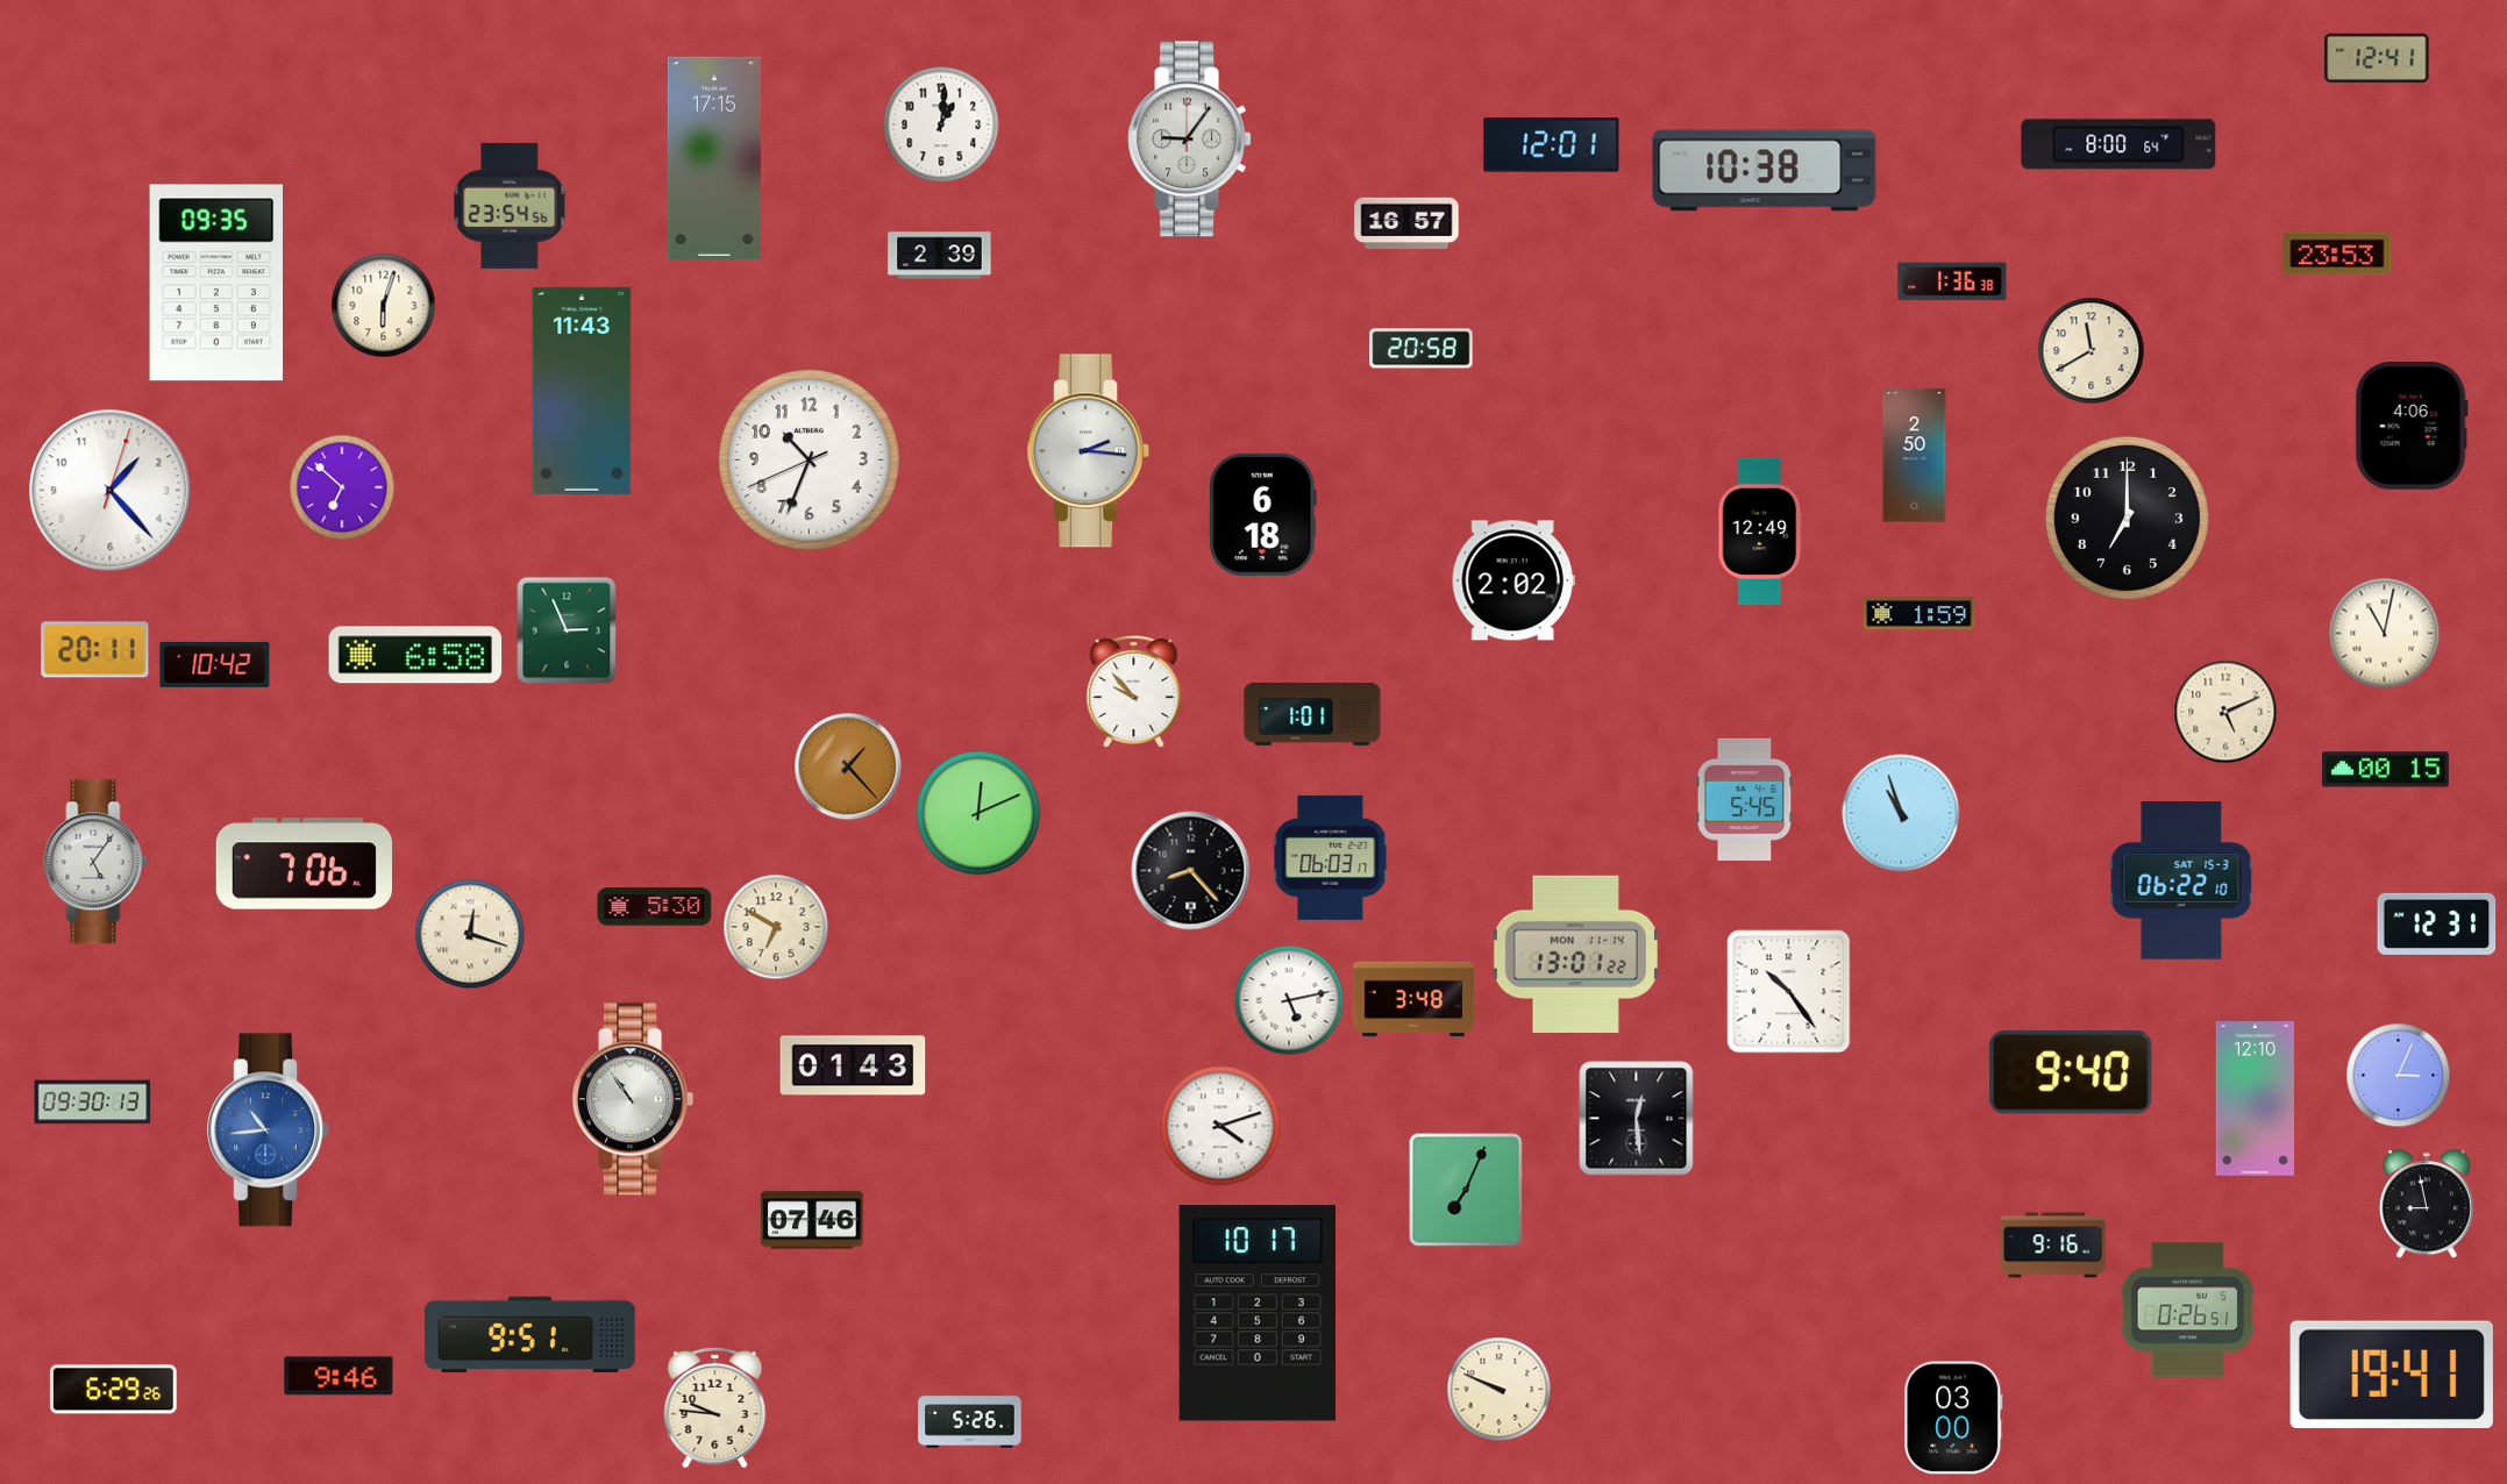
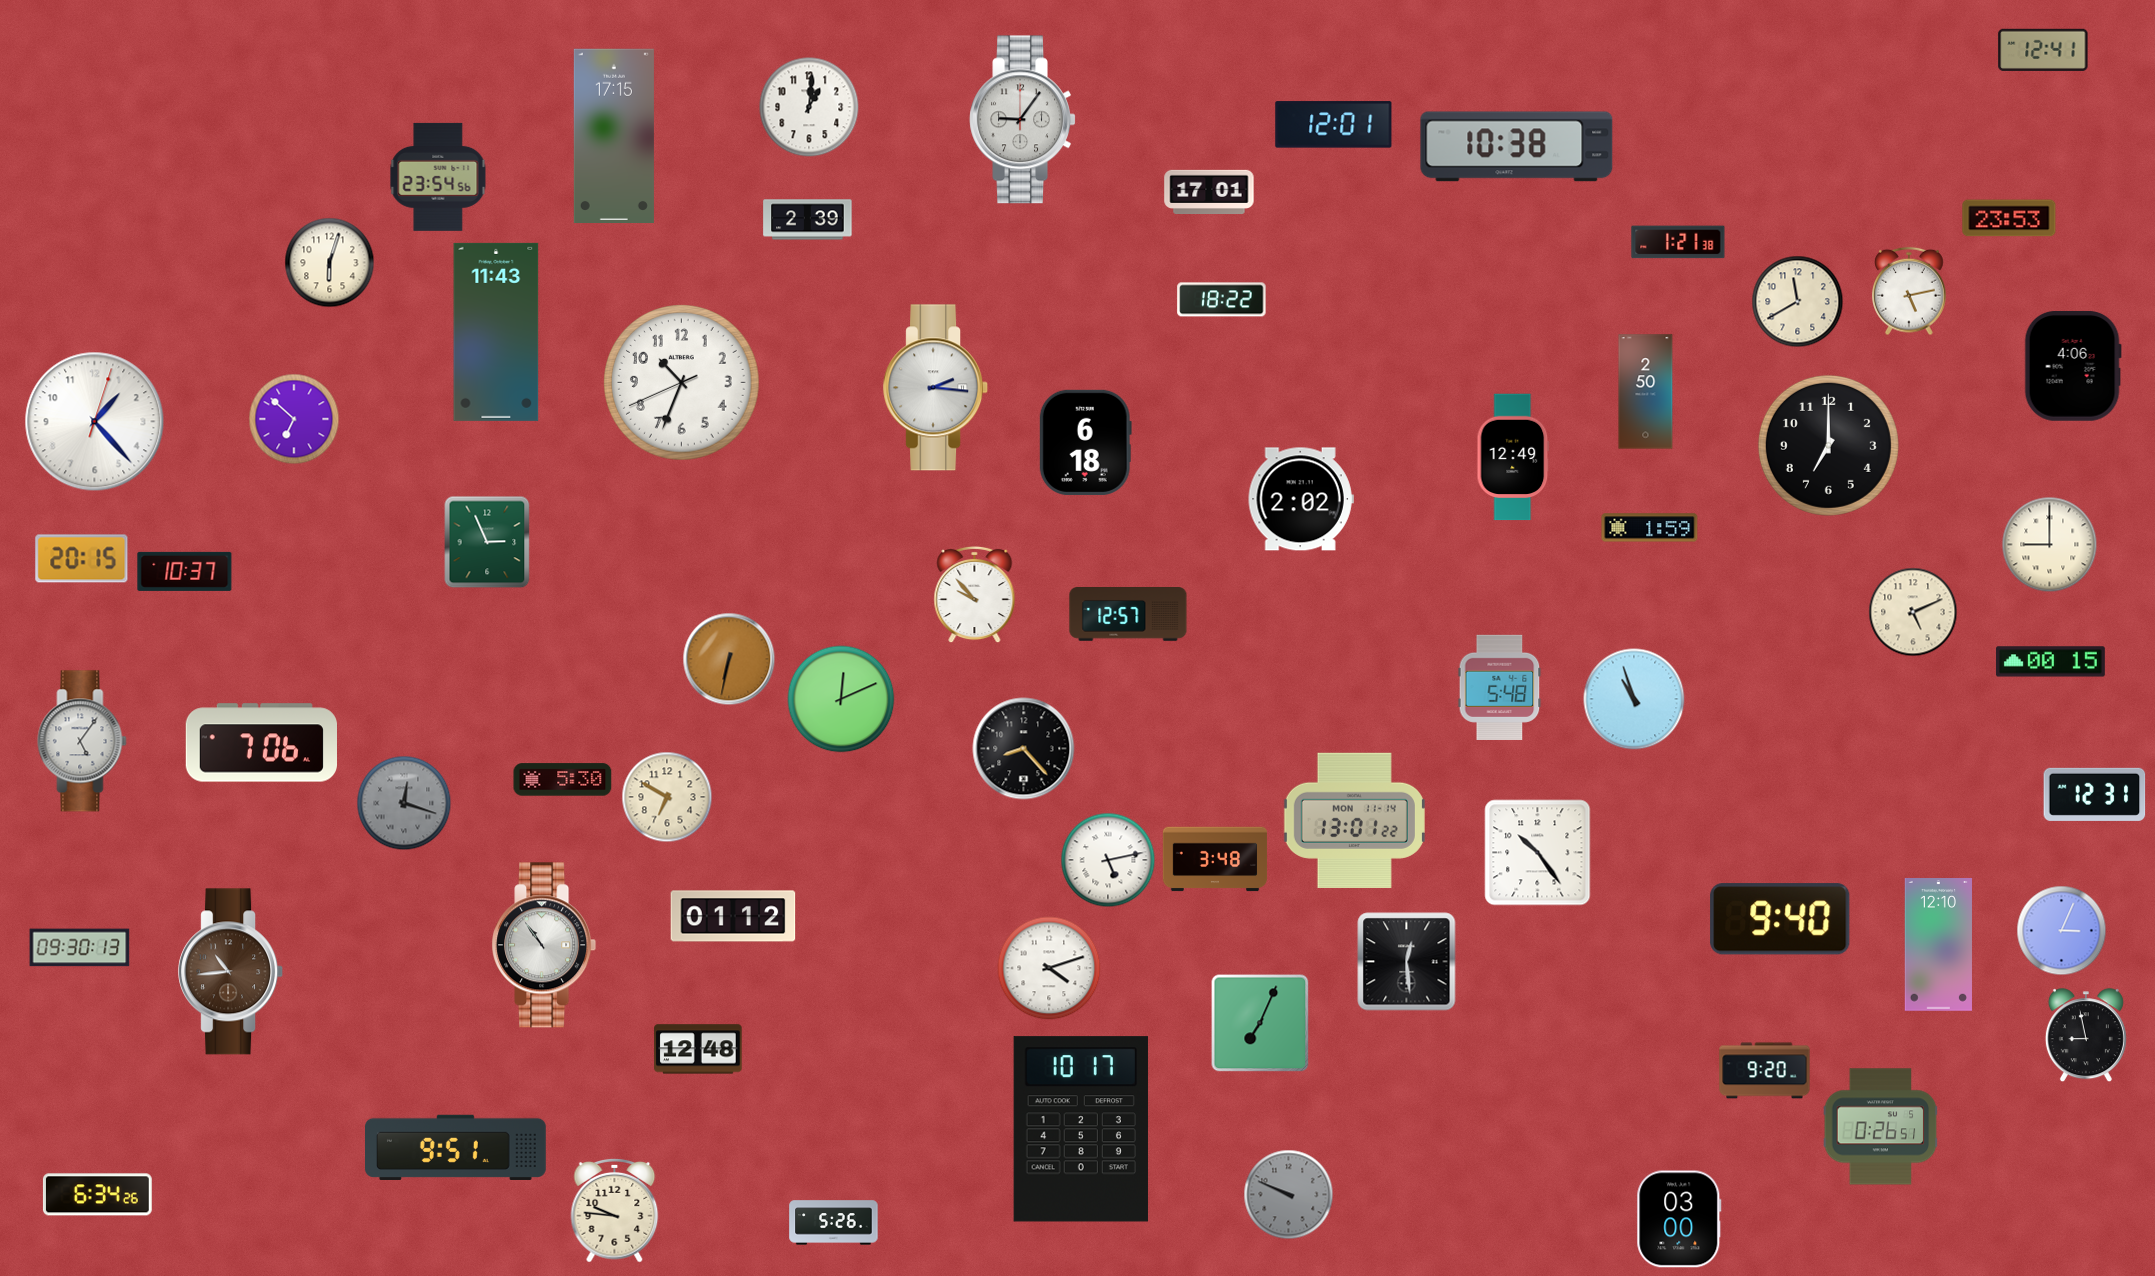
clock at (2118, 144): 8:00 -> none
clock at (1406, 222): 16:57 -> 17:01
clock at (1952, 281): 1:36 -> 1:21
clock at (216, 283): 09:35 -> none
clock at (1909, 291): none -> 5:13
clock at (1422, 349): 20:58 -> 18:22
clock at (582, 391) position: (582, 391) -> (496, 332)
clock at (810, 461) position: (810, 461) -> (682, 383)
clock at (2385, 634): 11:02 -> 9:00
clock at (95, 650): 20:11 -> 20:15
clock at (415, 655): 6:58 -> none
clock at (215, 664): 10:42 -> 10:37
clock at (1312, 715): 1:01 -> 12:57
clock at (848, 766): 1:23 -> 6:32
clock at (1745, 799): 5:45 -> 5:48
clock at (1331, 857): 06:03 -> none
clock at (2181, 880): 06:22 -> none
clock at (470, 934) dial: cream -> grey
clock at (853, 1065): 01:43 -> 01:12
clock at (2071, 1072) position: (2071, 1072) -> (1780, 919)
clock at (2399, 1076) position: (2399, 1076) -> (2062, 931)
clock at (269, 1130) dial: blue -> brown
clock at (812, 1220): 07:46 -> 12:48
clock at (2053, 1246): 9:16 -> 9:20
clock at (2392, 1374): 19:41 -> none
clock at (339, 1376): 9:46 -> none
clock at (113, 1390): 6:29 -> 6:34
clock at (1500, 1390) dial: cream -> grey
